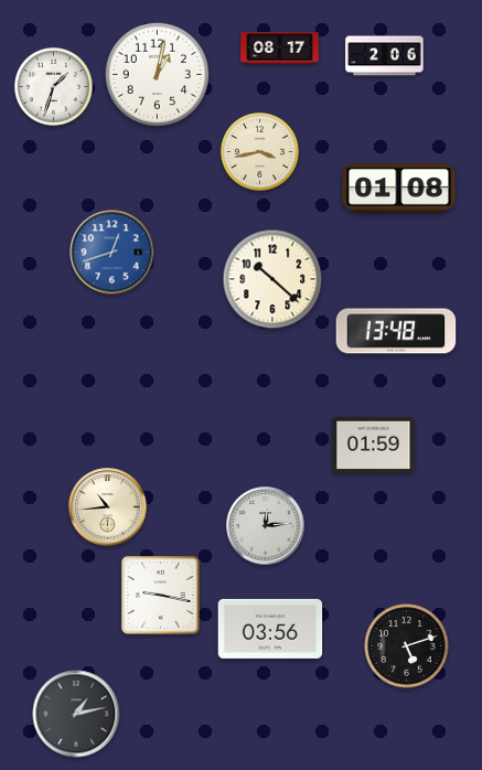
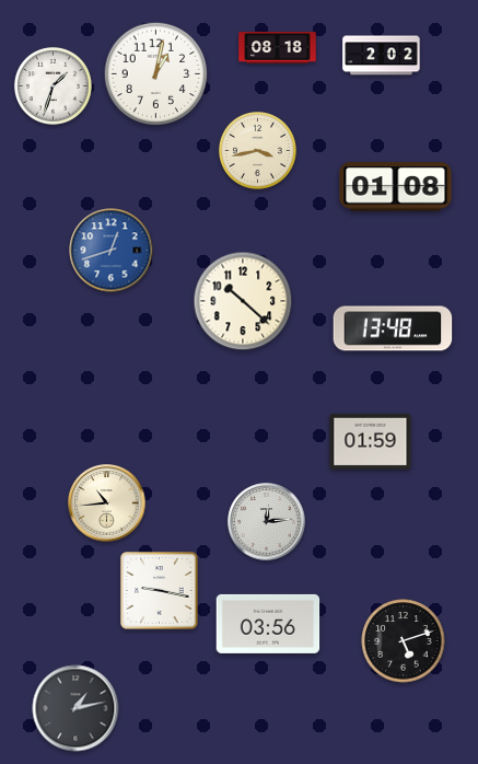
clock at (280, 49): 08:17 -> 08:18
clock at (385, 56): 2:06 -> 2:02
clock at (272, 279) position: (272, 279) -> (243, 301)
clock at (266, 526) position: (266, 526) -> (267, 522)
